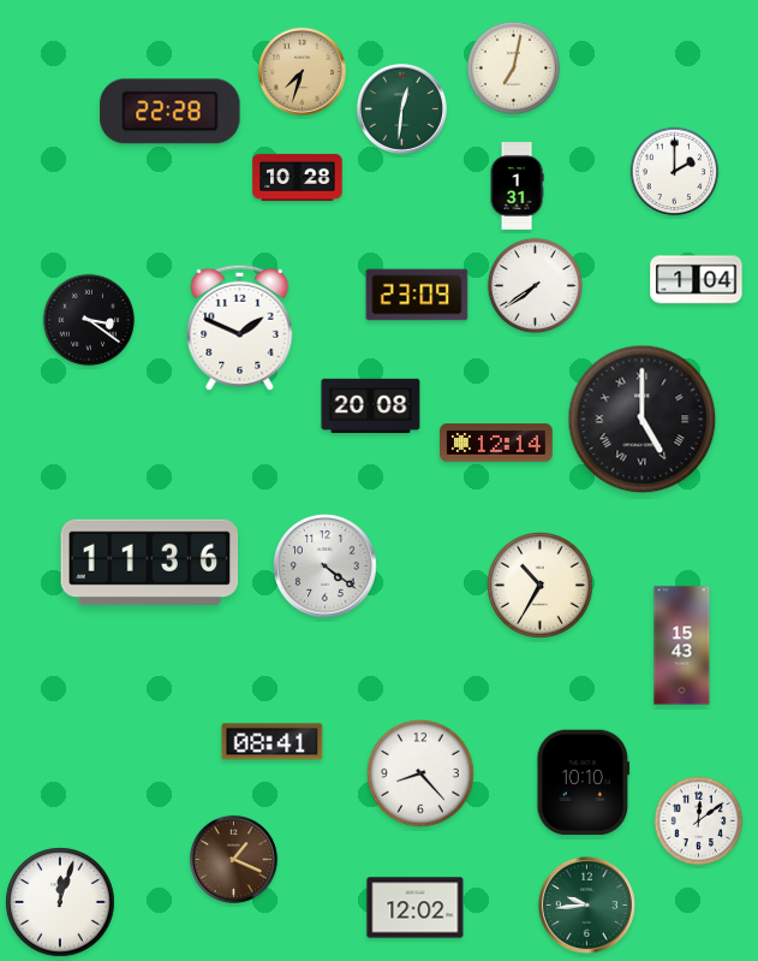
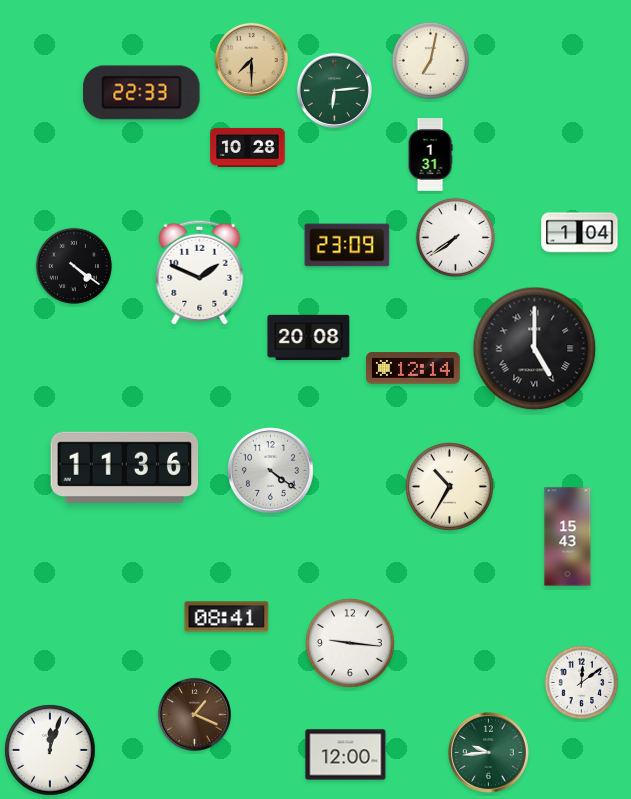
clock at (514, 69) position: (514, 69) -> (431, 61)
clock at (302, 71): 7:33 -> 7:30
clock at (401, 108): 12:31 -> 6:14
clock at (171, 112): 22:28 -> 22:33
clock at (675, 172): 2:00 -> none
clock at (535, 285) position: (535, 285) -> (455, 237)
clock at (89, 320): 3:21 -> 4:21
clock at (420, 773): 8:23 -> 9:16
clock at (584, 783): 10:10 -> none
clock at (416, 908): 12:02 -> 12:00
